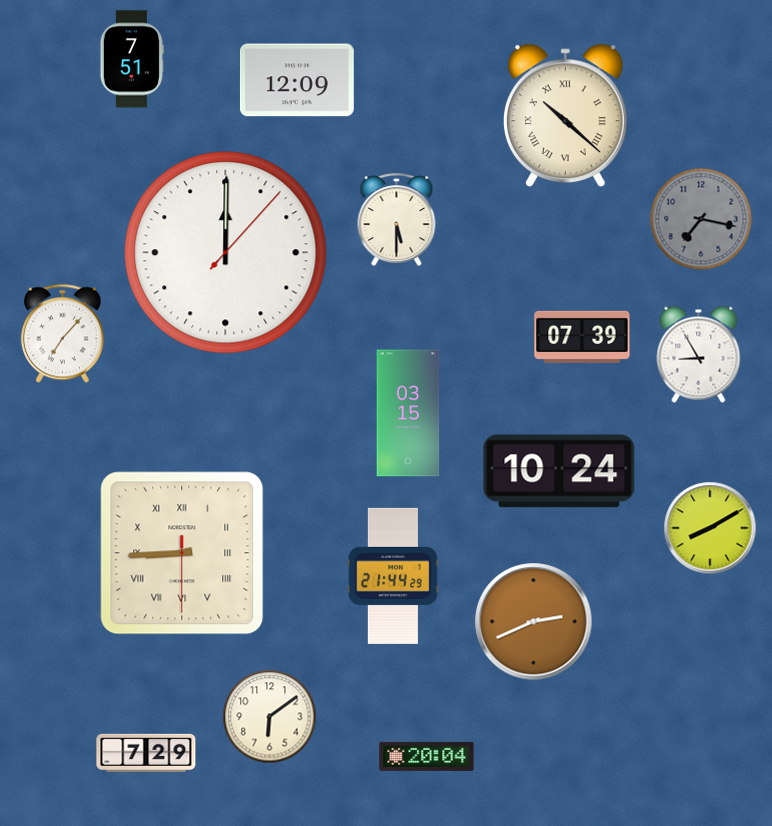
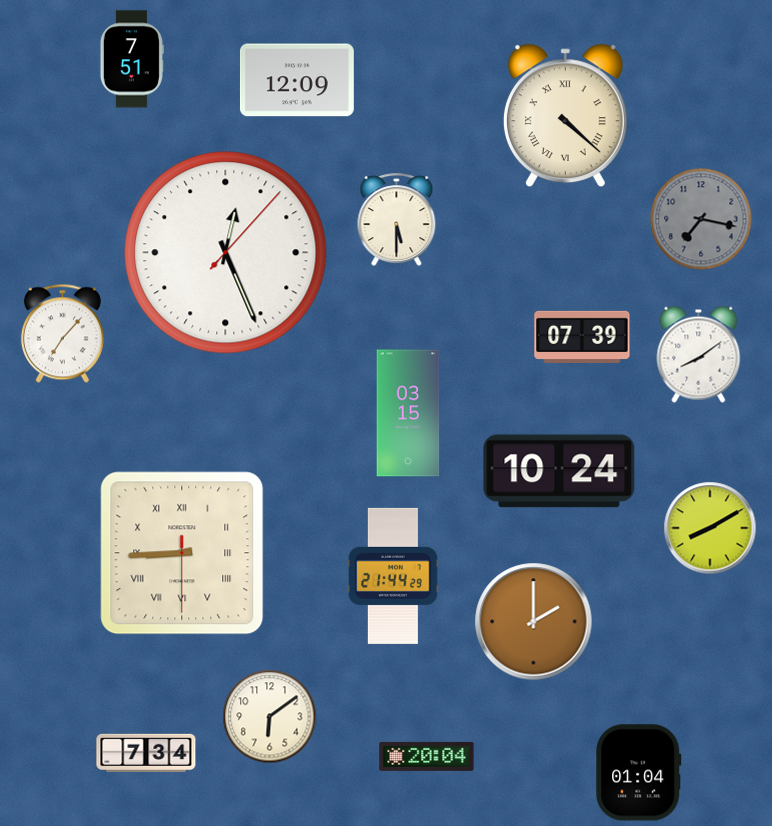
clock at (565, 115): 10:22 -> 4:22
clock at (226, 253): 12:00 -> 12:26
clock at (699, 354): 8:55 -> 8:09
clock at (534, 622): 2:41 -> 2:00
clock at (146, 752): 7:29 -> 7:34
clock at (639, 773): none -> 01:04
